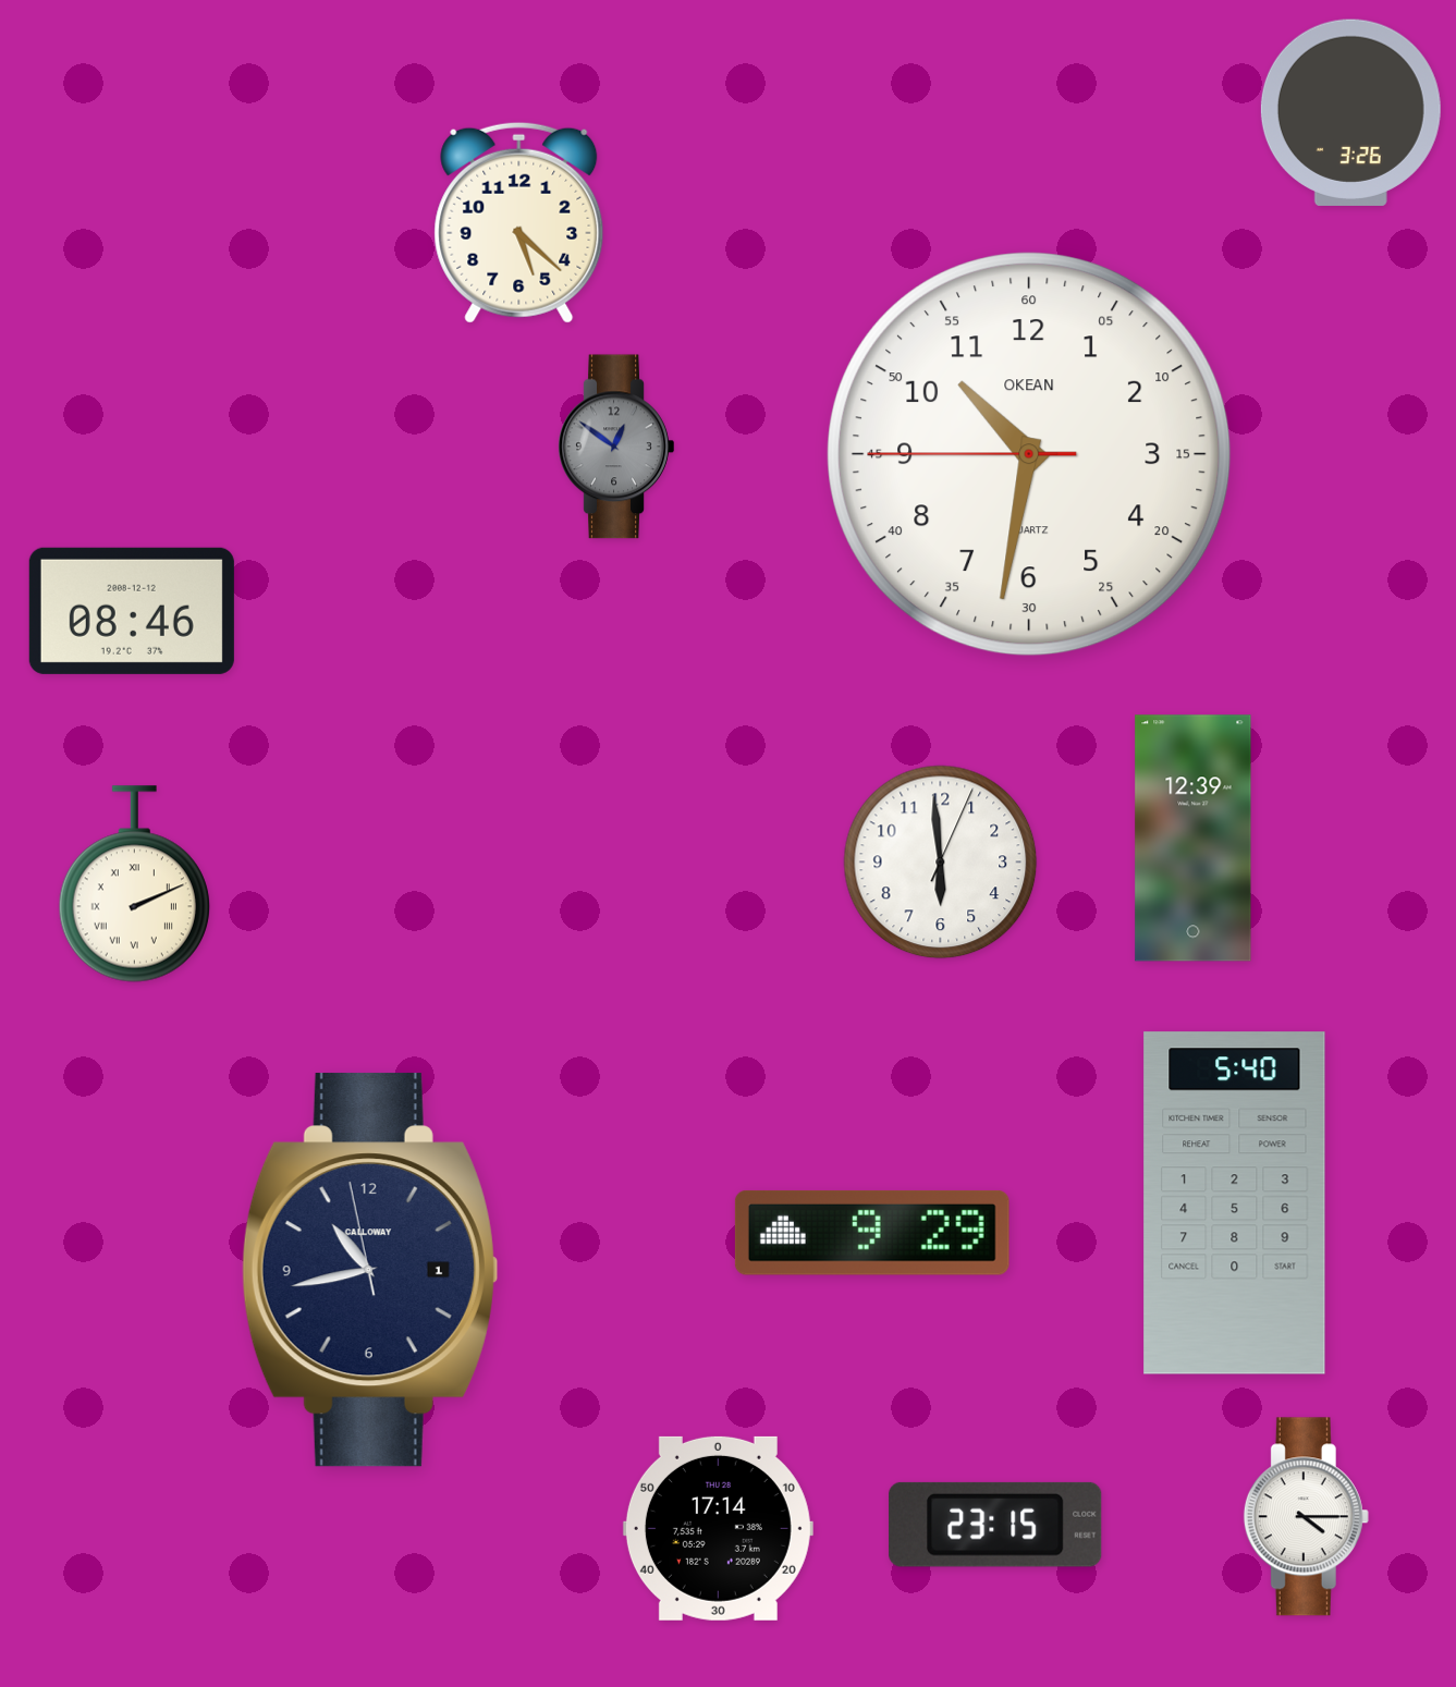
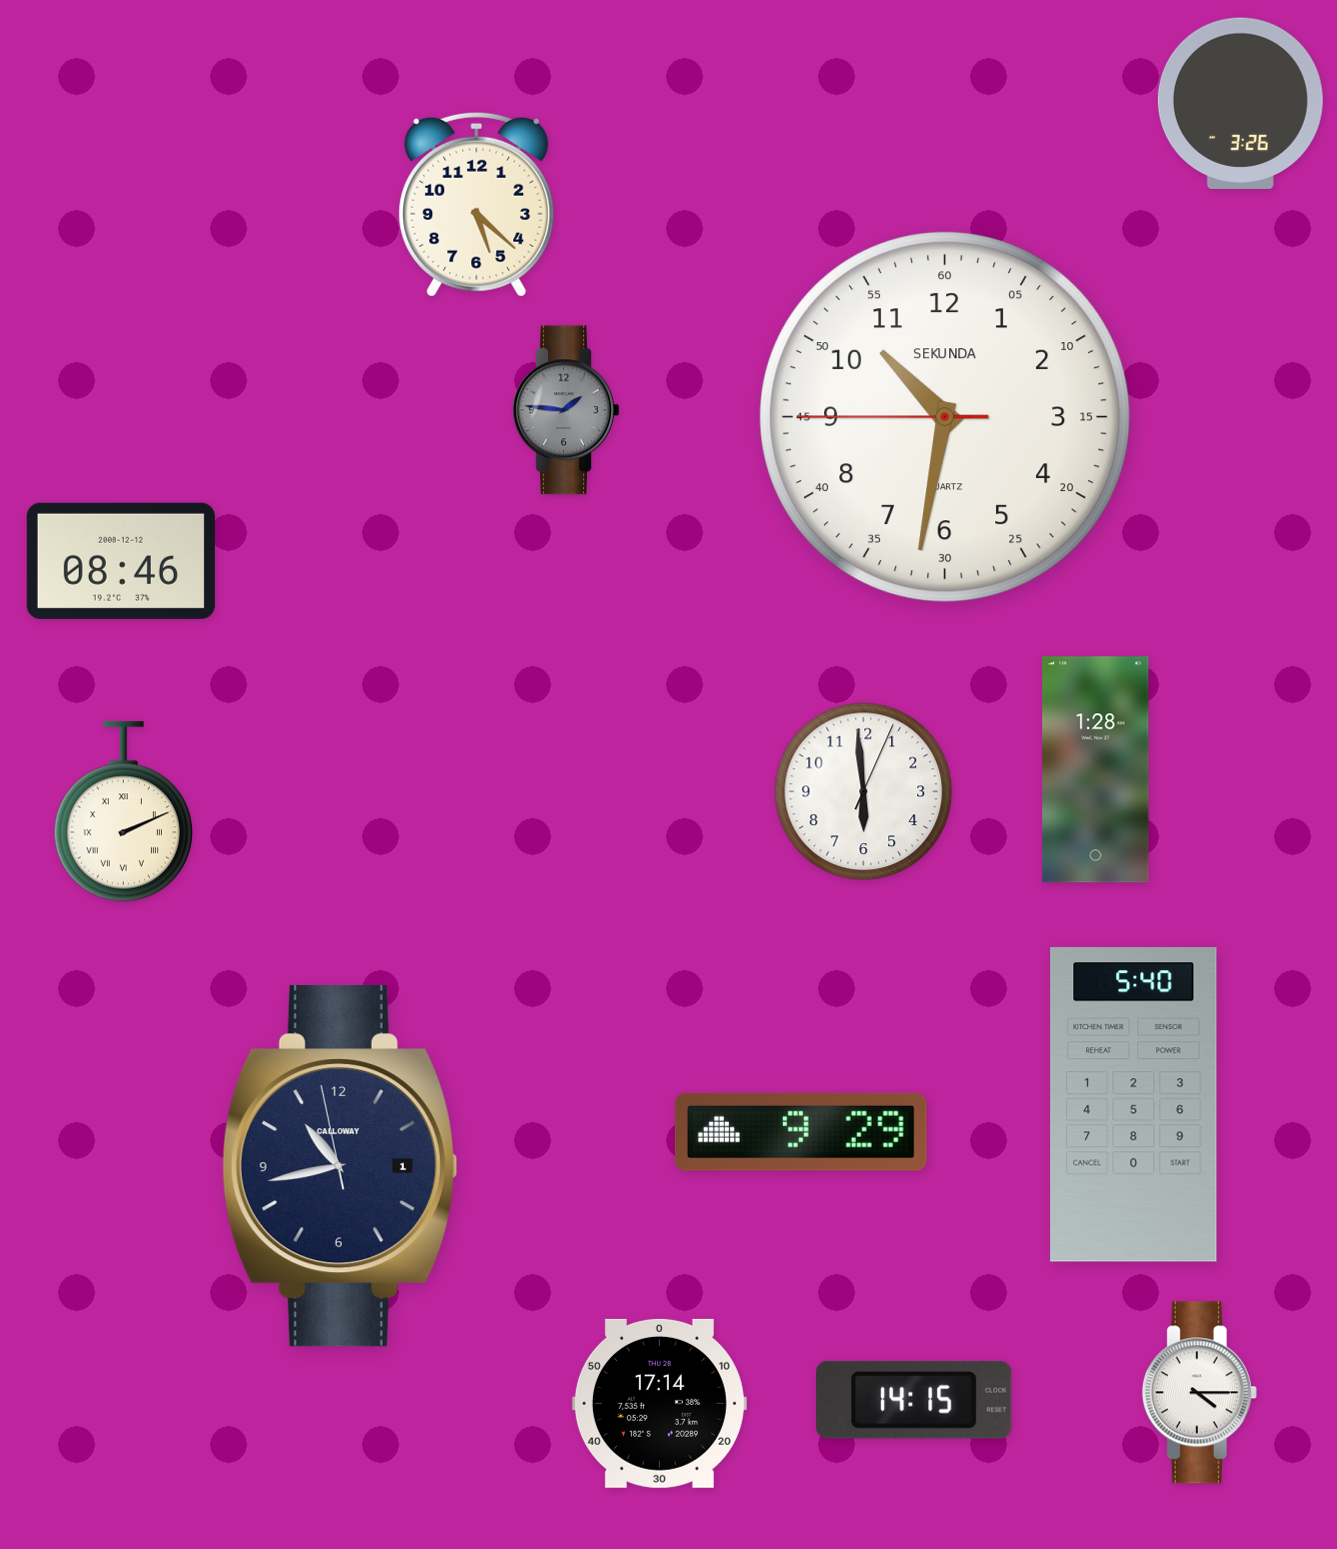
clock at (616, 447): 12:51 -> 1:46
clock at (1029, 454) brand: OKEAN -> SEKUNDA
clock at (1194, 839): 12:39 -> 1:28
clock at (995, 1525): 23:15 -> 14:15
